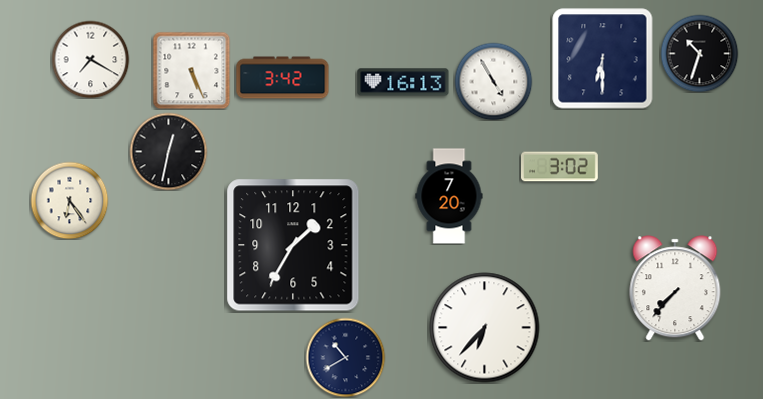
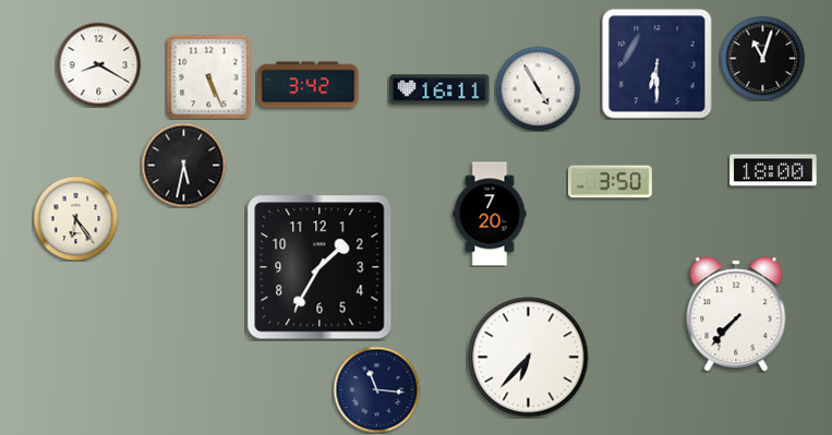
clock at (699, 53): 10:33 -> 11:03
clock at (90, 59): 7:20 -> 8:20
clock at (403, 82): 16:13 -> 16:11
clock at (168, 151): 12:32 -> 5:32
clock at (773, 170): none -> 18:00
clock at (560, 167): 3:02 -> 3:50
clock at (345, 357): 10:40 -> 11:16
